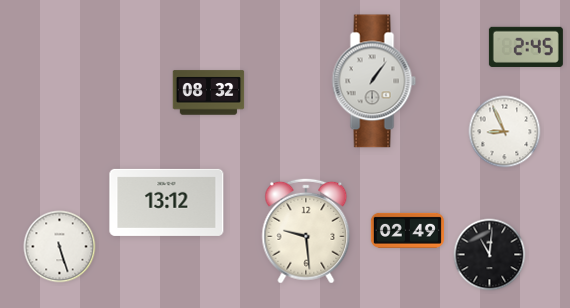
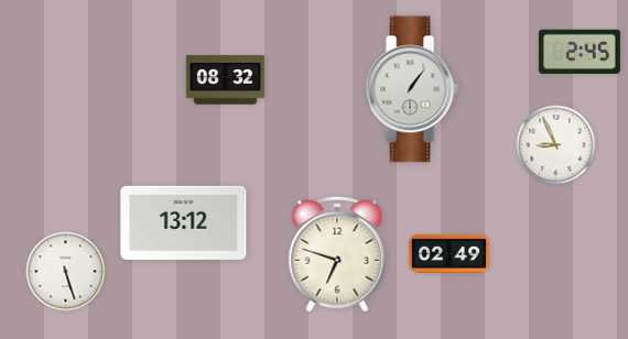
clock at (209, 93) position: (209, 93) -> (226, 80)
clock at (306, 231): 9:29 -> 6:48
clock at (490, 255): 11:01 -> none
